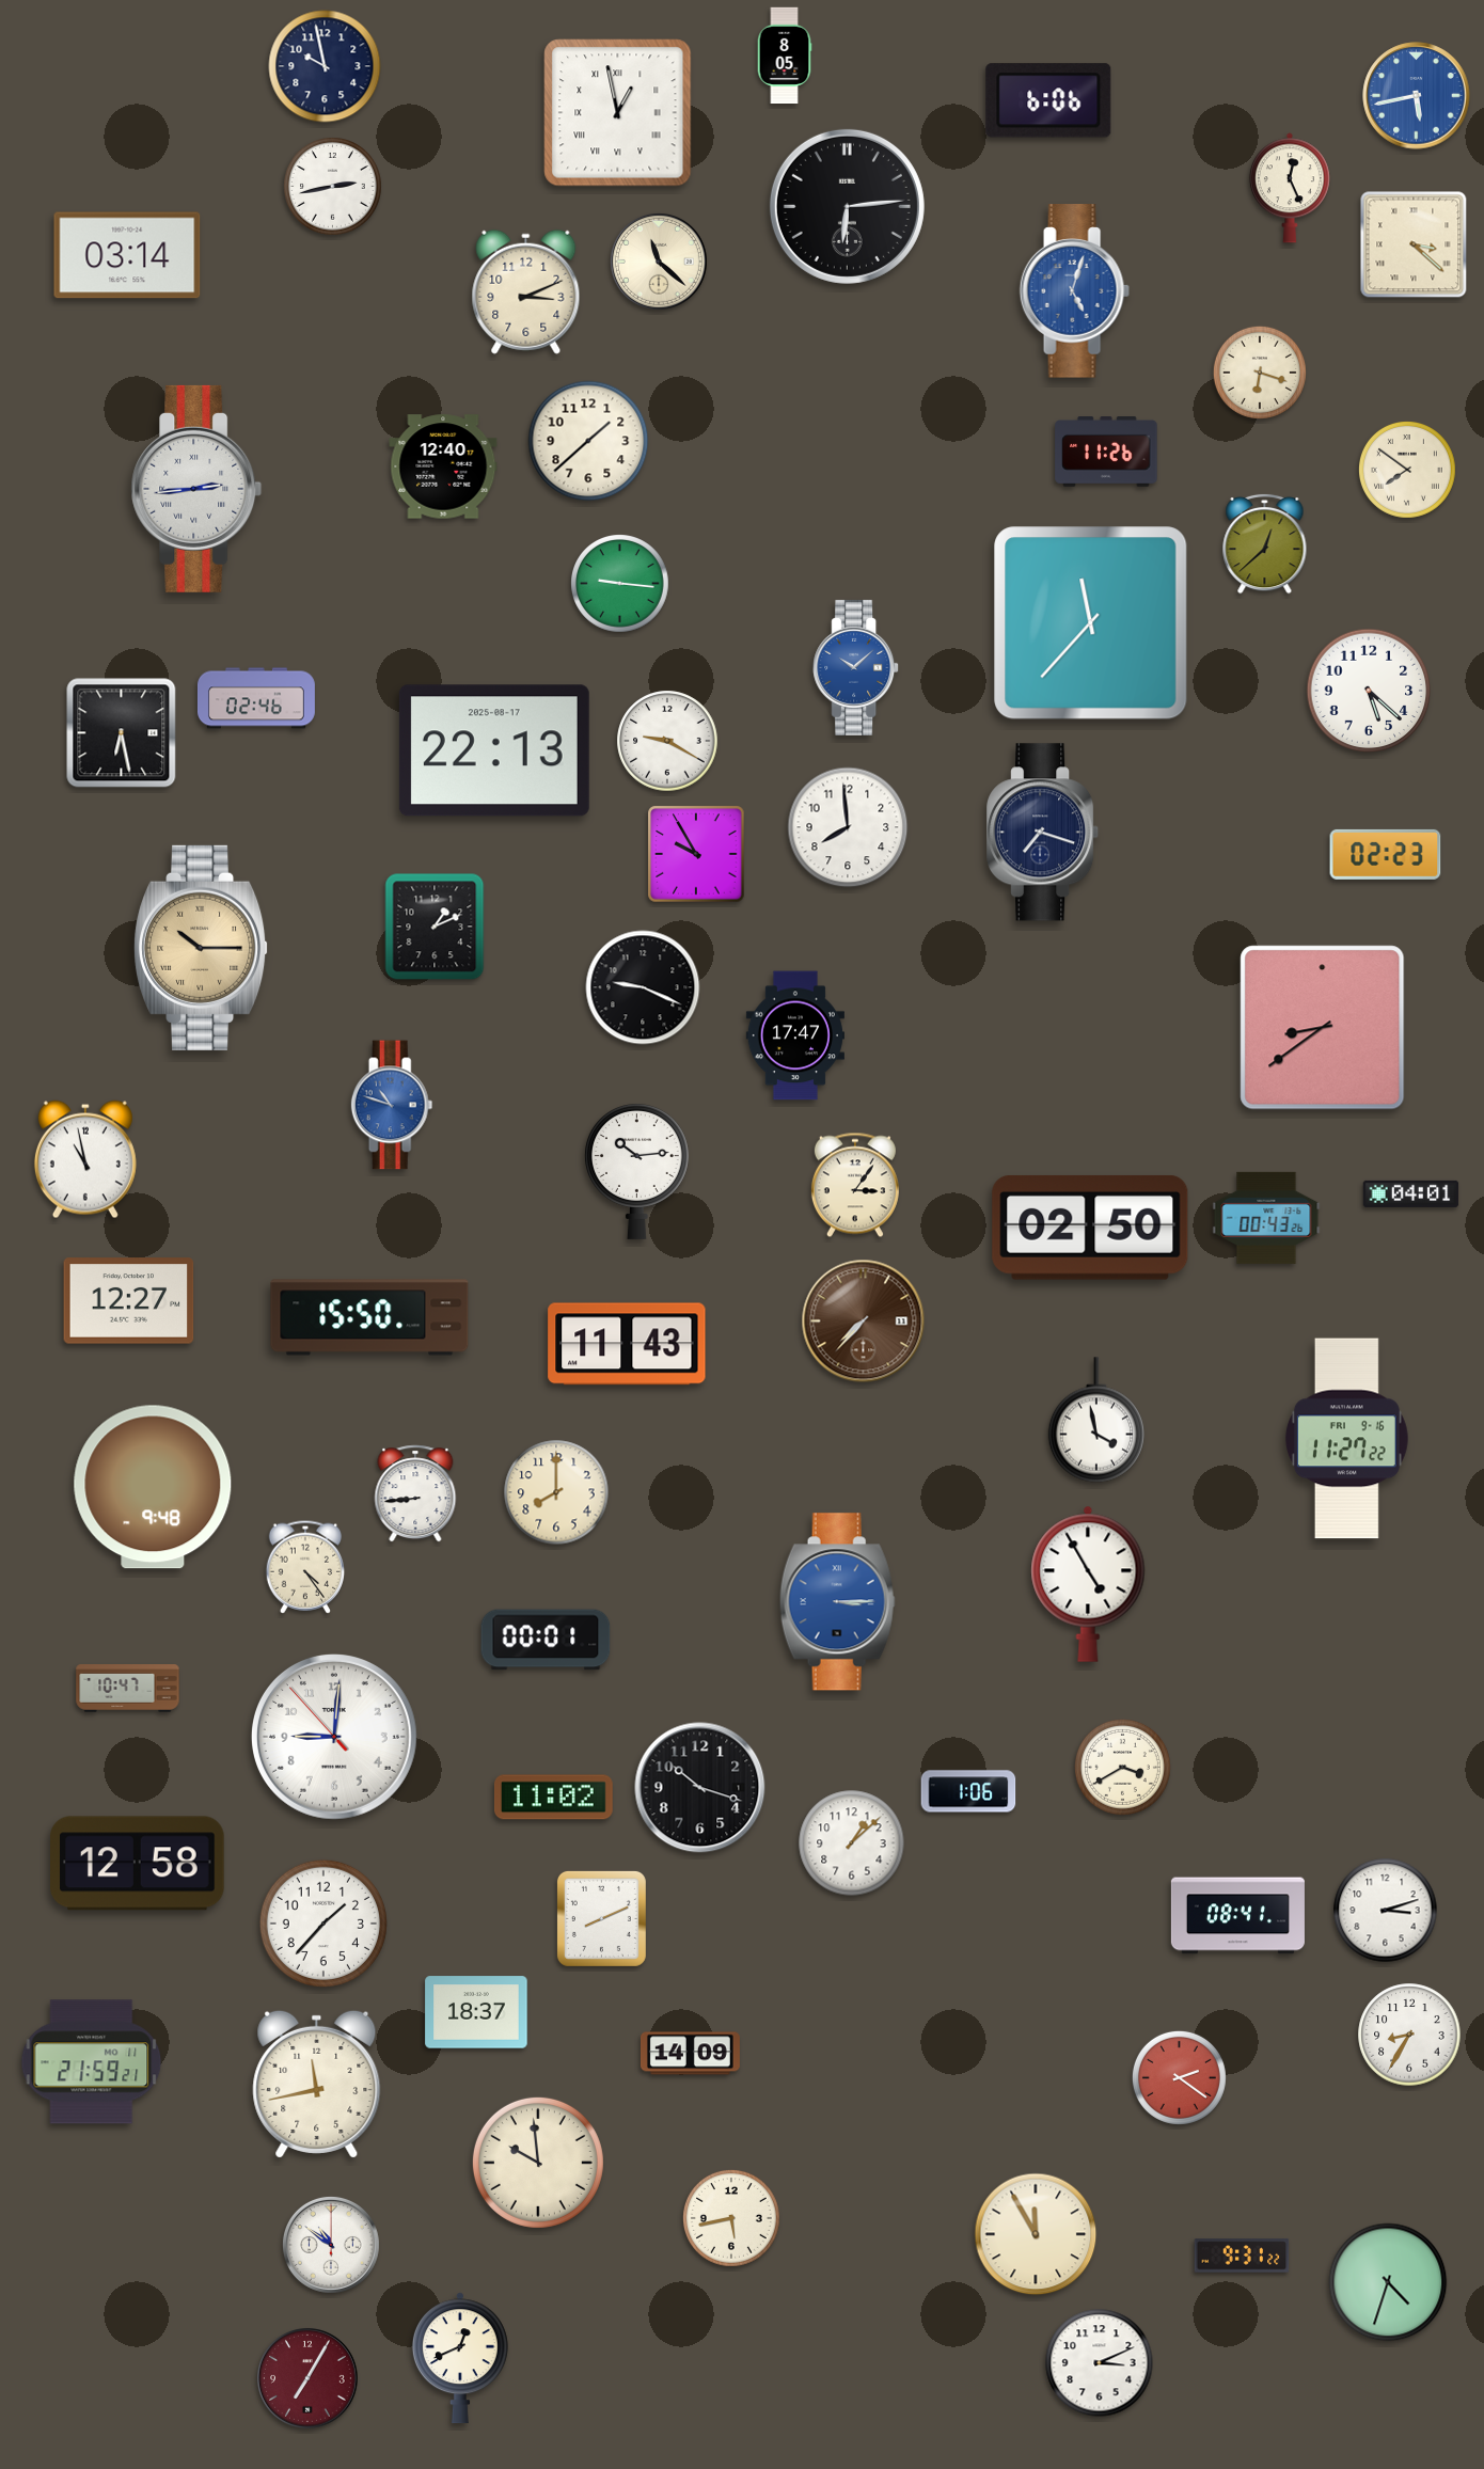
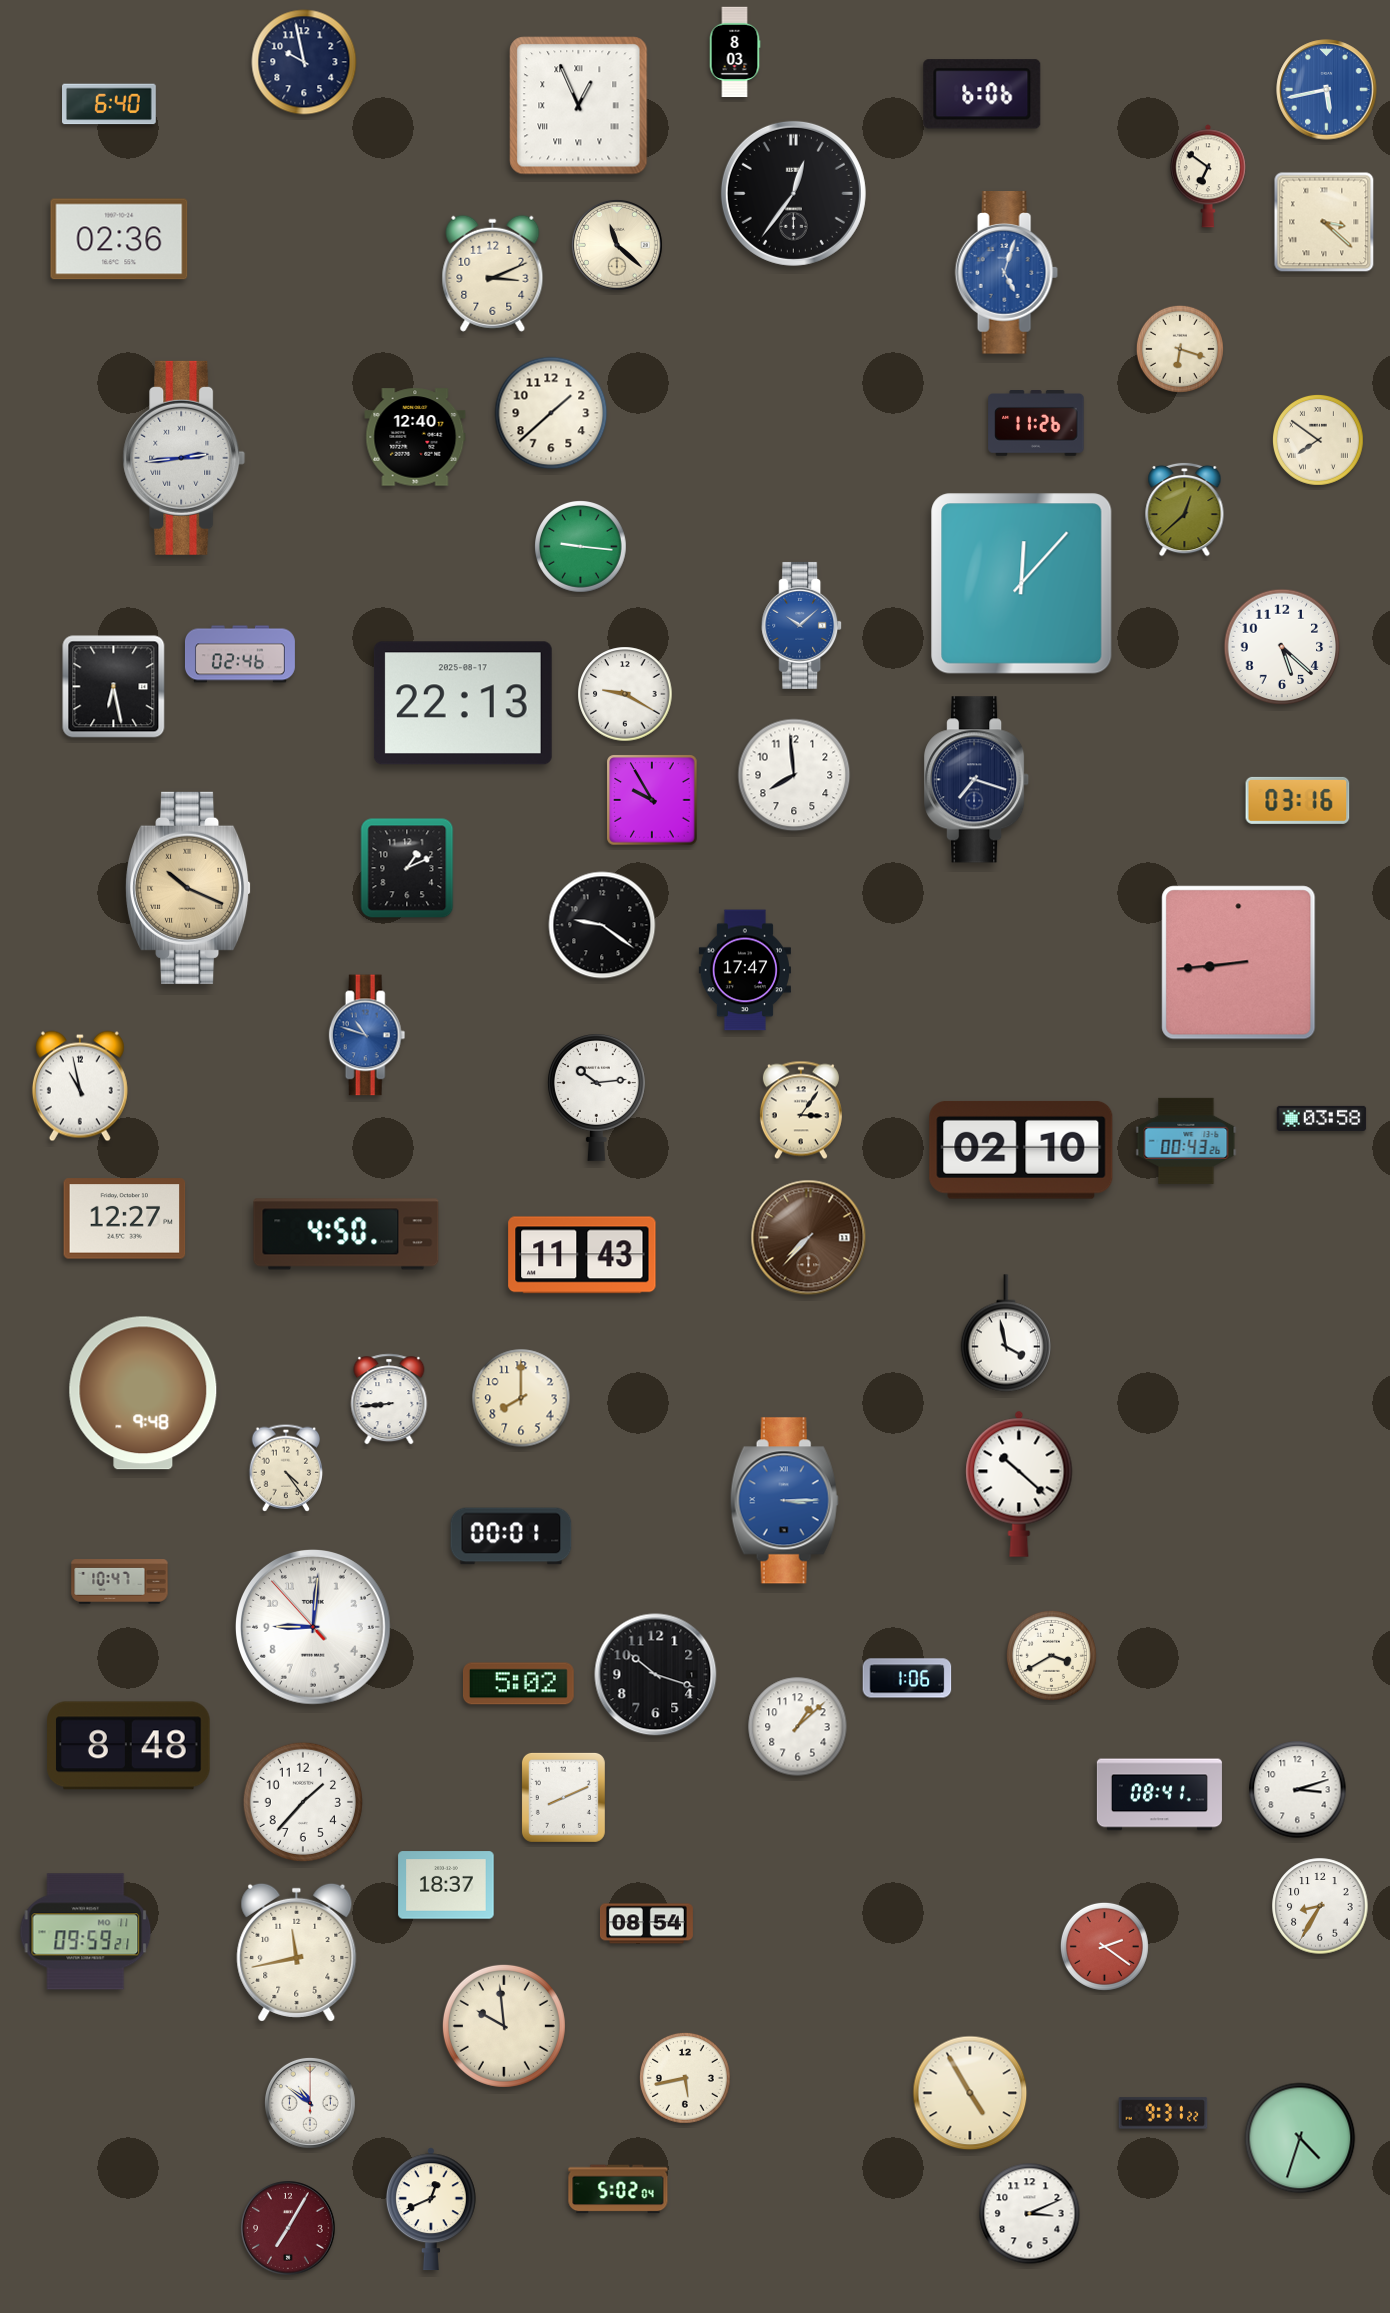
clock at (785, 56): 8:05 -> 8:03
clock at (110, 104): none -> 6:40
clock at (618, 113): 12:58 -> 12:56
clock at (333, 187): 2:43 -> none
clock at (1290, 188): 12:26 -> 6:51
clock at (847, 206): 6:14 -> 12:36
clock at (1414, 244) position: (1414, 244) -> (1324, 222)
clock at (127, 255): 03:14 -> 02:36
clock at (1091, 623): 11:37 -> 12:07
clock at (1386, 854): 02:23 -> 03:16
clock at (201, 948): 10:15 -> 10:19
clock at (643, 987): 9:19 -> 9:21
clock at (1323, 1028): 8:39 -> 8:44
clock at (1411, 1193): 04:01 -> 03:58
clock at (1090, 1228): 02:50 -> 02:10
clock at (129, 1301) position: (129, 1301) -> (125, 1219)
clock at (369, 1317): 15:50 -> 4:50
clock at (627, 1344) position: (627, 1344) -> (582, 1255)
clock at (1095, 1420) position: (1095, 1420) -> (1005, 1333)
clock at (1346, 1439): 11:27 -> none
clock at (1088, 1584): 4:55 -> 10:22
clock at (553, 1798): 11:02 -> 5:02
clock at (138, 1864): 12:58 -> 8:48
clock at (690, 2054): 14:09 -> 08:54
clock at (92, 2062): 21:59 -> 09:59
clock at (1036, 2234): 11:55 -> 4:55
clock at (618, 2189): none -> 5:02
